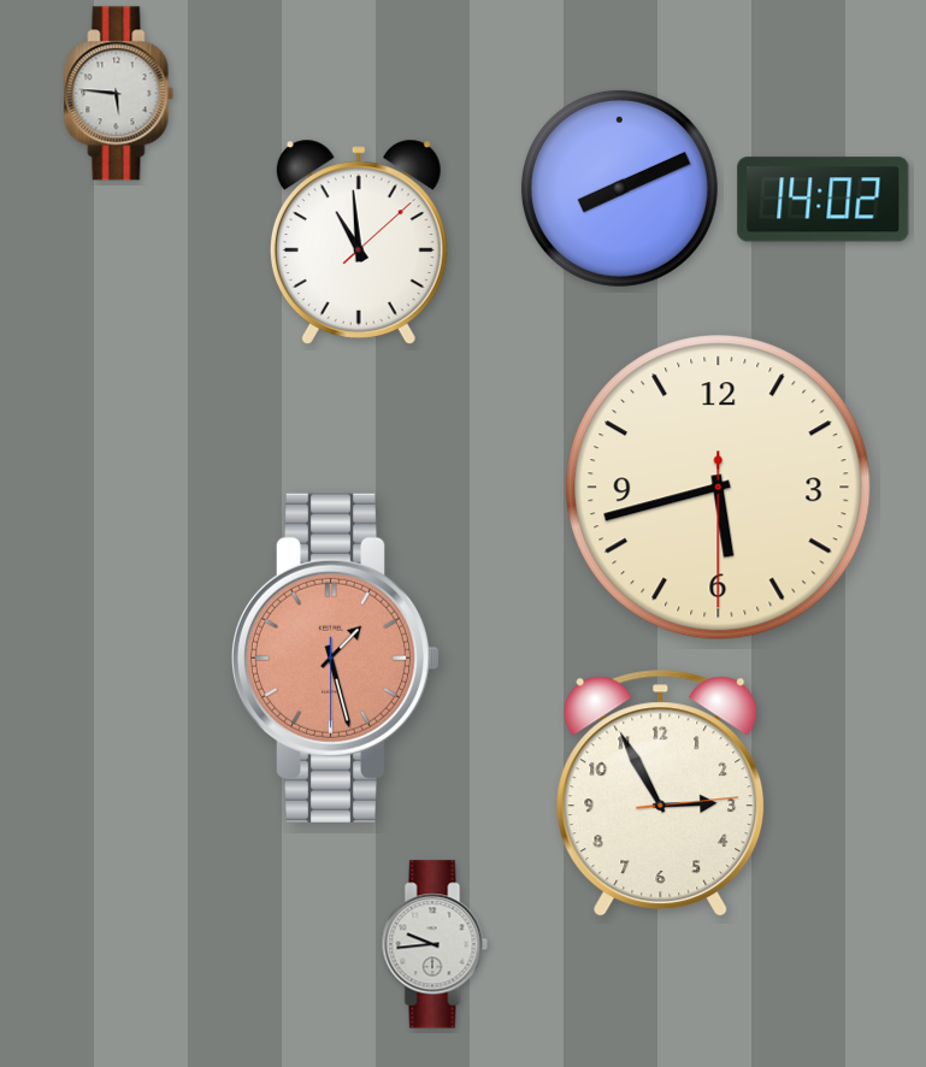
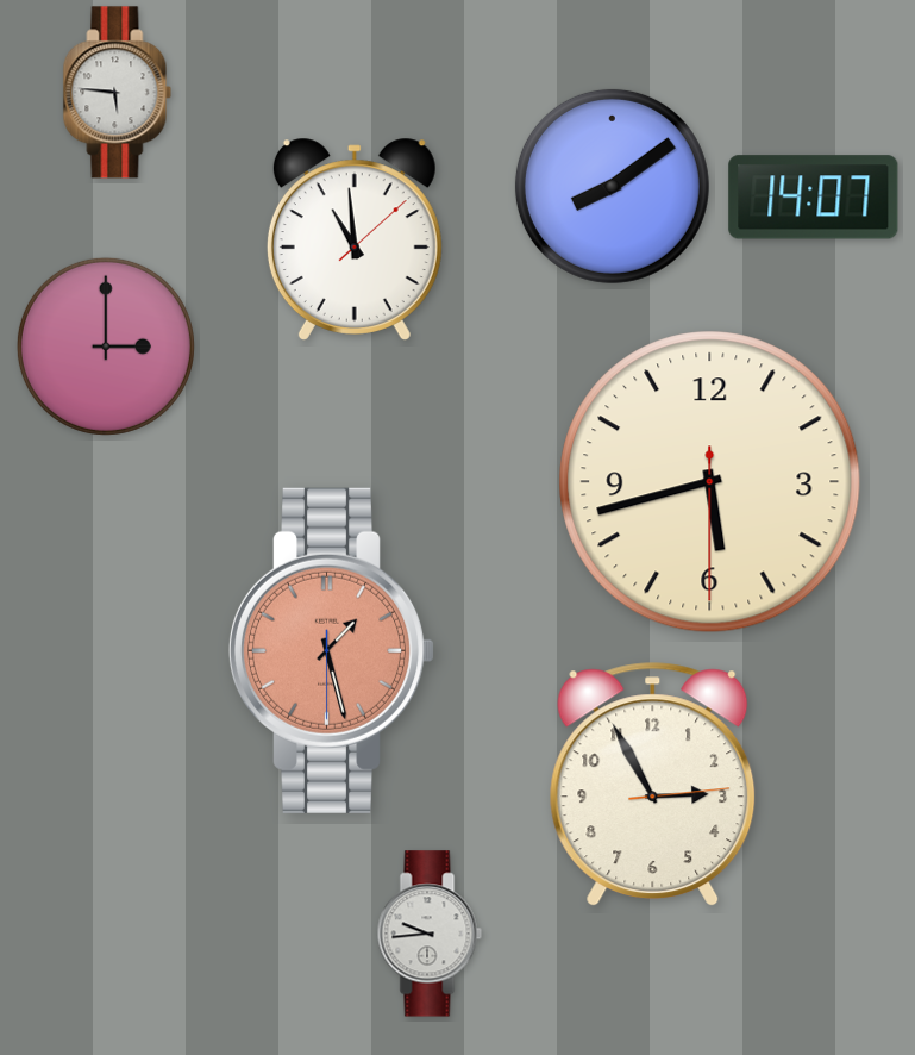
clock at (619, 188): 8:11 -> 8:09
clock at (824, 200): 14:02 -> 14:07
clock at (106, 347): none -> 3:00
